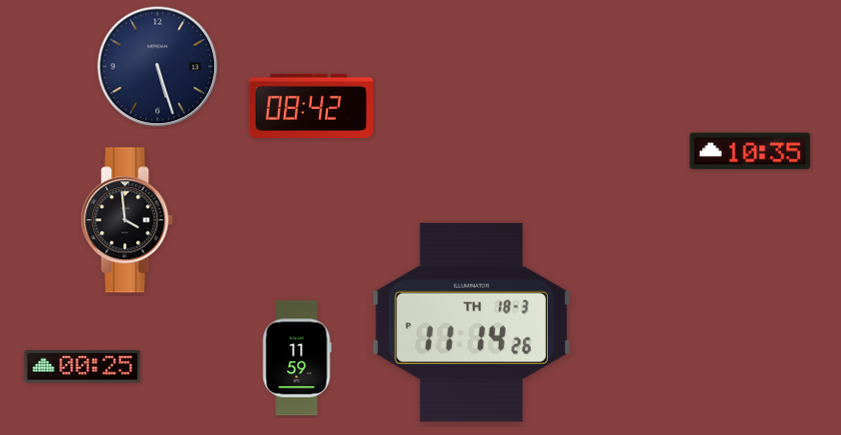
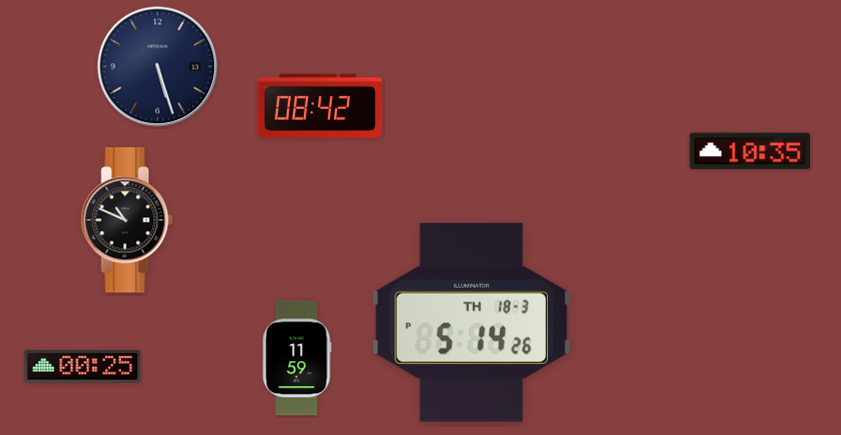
clock at (311, 106) position: (311, 106) -> (320, 106)
clock at (127, 220): 3:59 -> 10:49
clock at (471, 322): 11:14 -> 5:14
